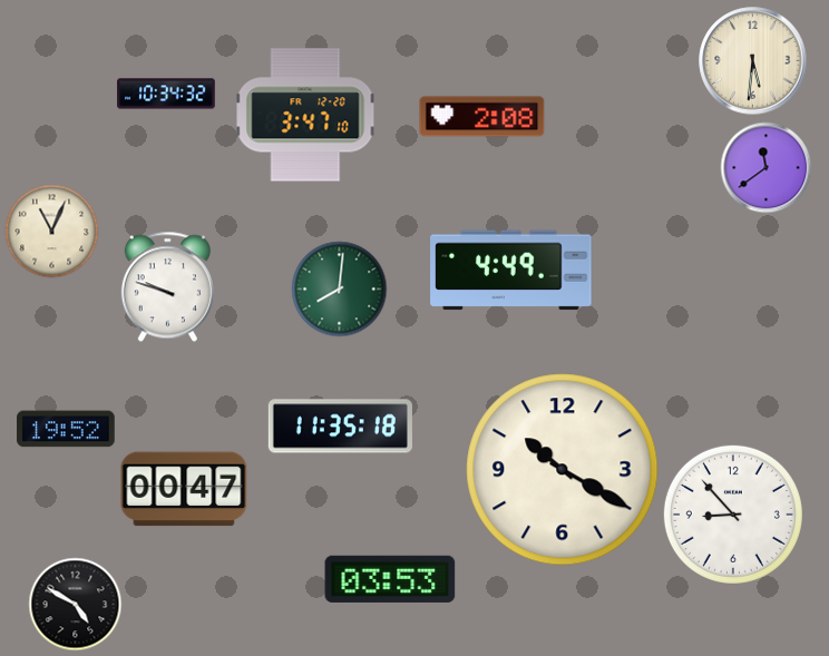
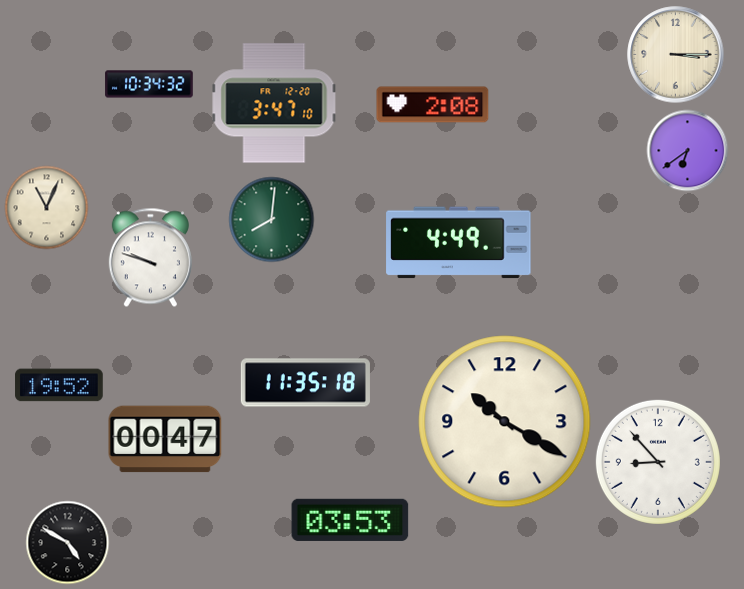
clock at (753, 61): 5:31 -> 3:15
clock at (765, 167): 11:39 -> 6:39
clock at (339, 288) position: (339, 288) -> (271, 219)
